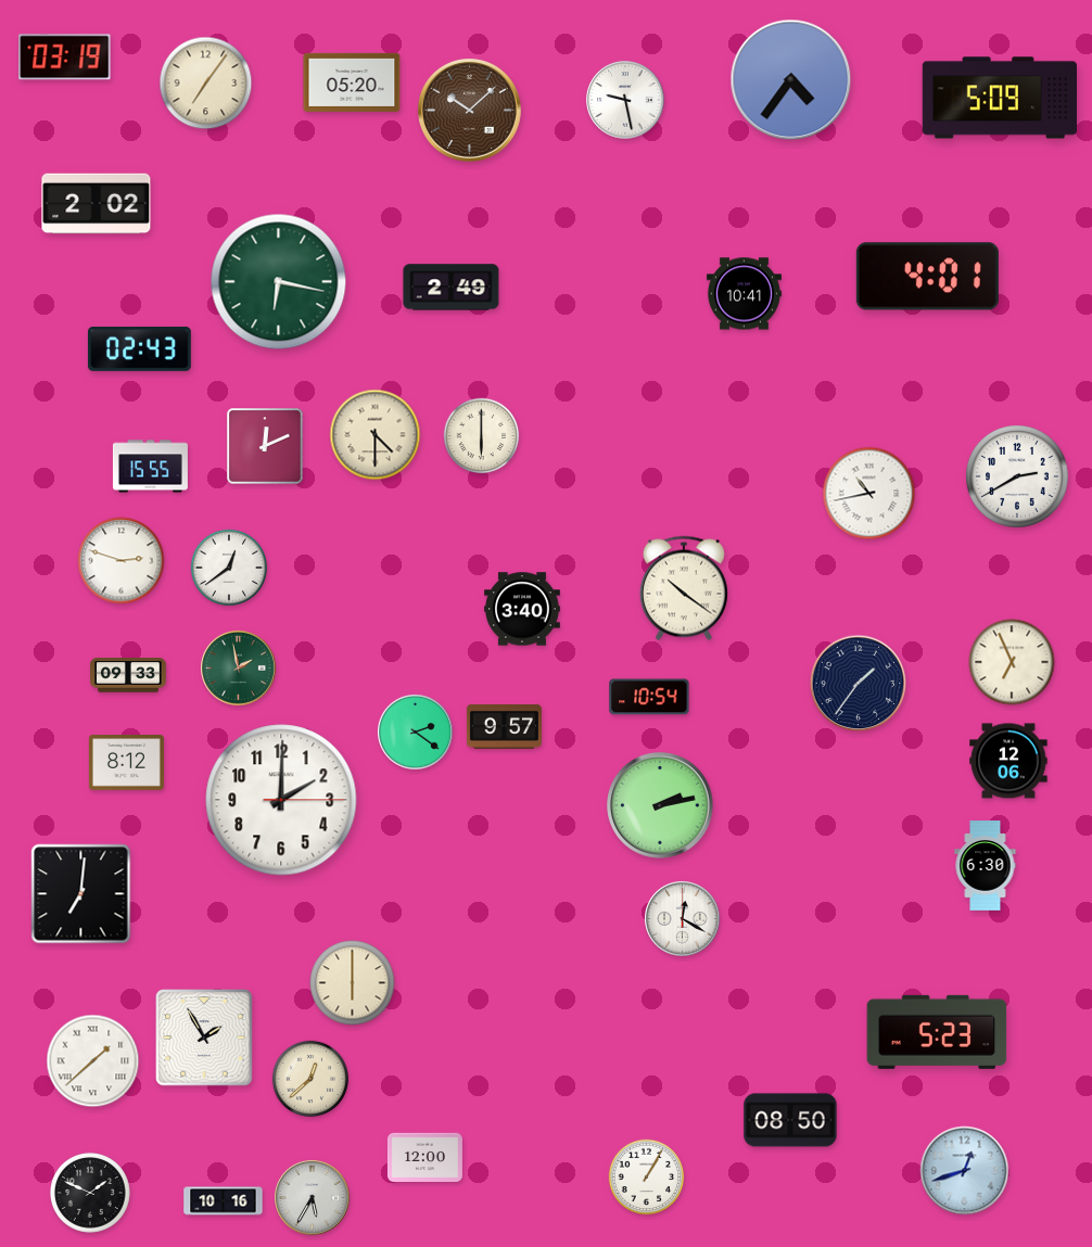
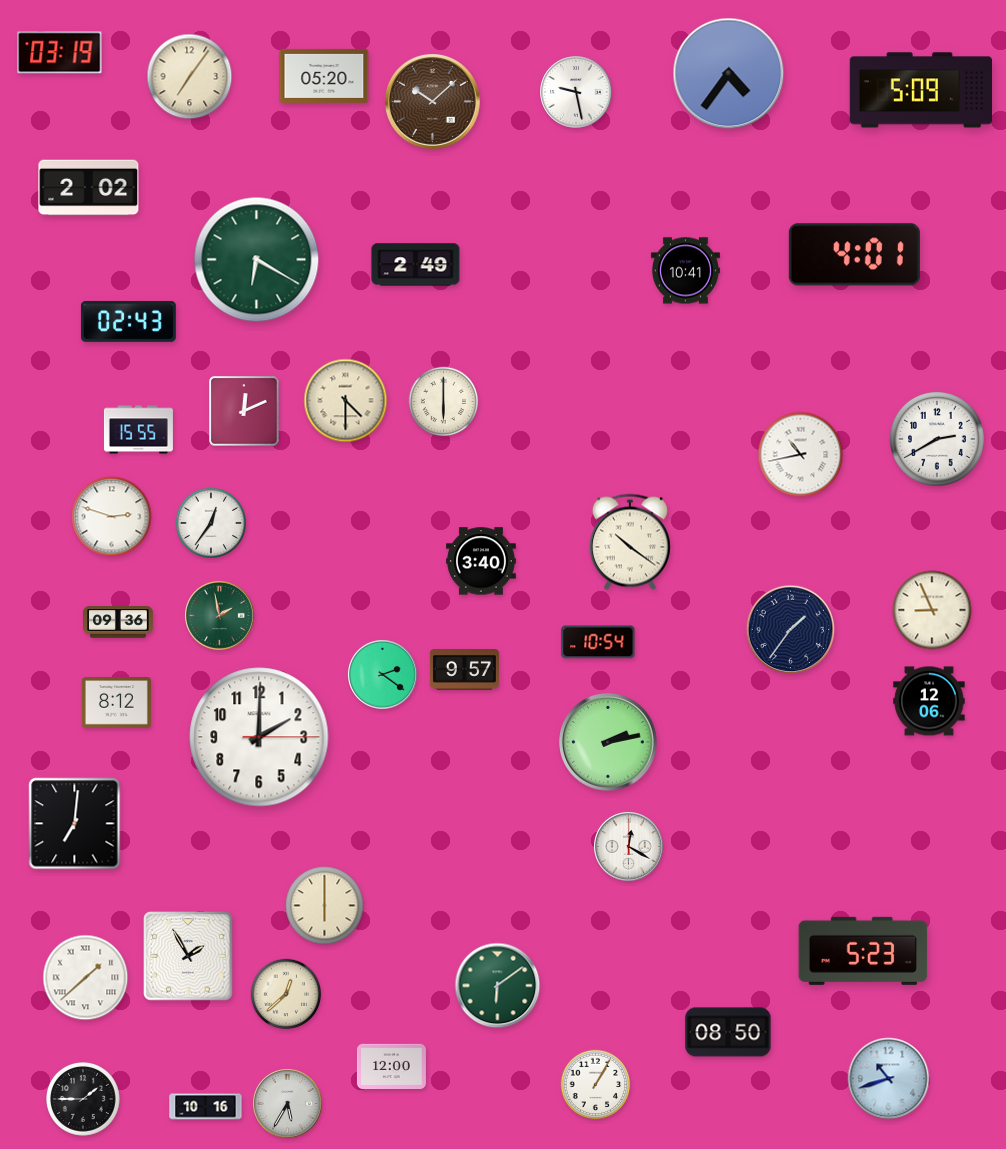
clock at (279, 282): 6:17 -> 6:20
clock at (228, 567): 12:39 -> 12:36
clock at (1012, 662): 6:56 -> 8:56
clock at (129, 675): 09:33 -> 09:36
clock at (986, 866): 6:30 -> none
clock at (498, 986): none -> 6:09
clock at (965, 1171): 12:42 -> 10:42
clock at (91, 1194): 1:49 -> 1:45
